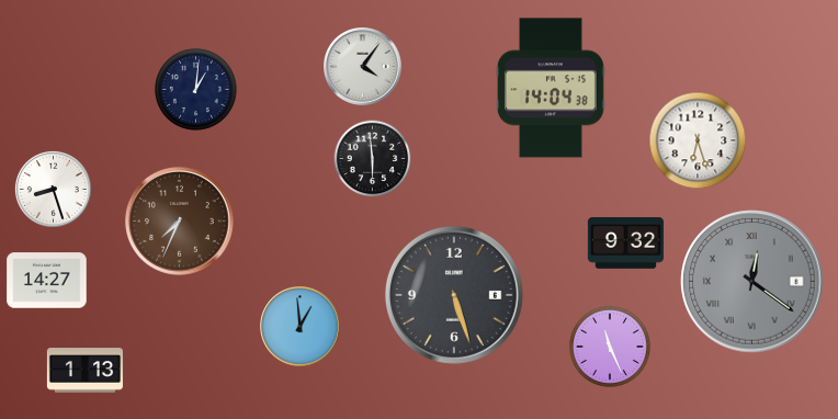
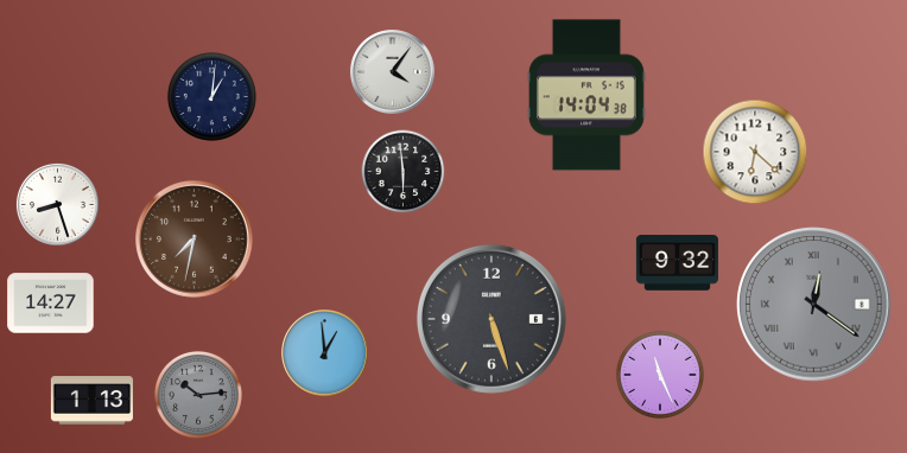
clock at (551, 88) position: (551, 88) -> (586, 95)
clock at (698, 140): 6:27 -> 6:22
clock at (179, 220): 7:34 -> 7:32
clock at (198, 395): none -> 10:14
